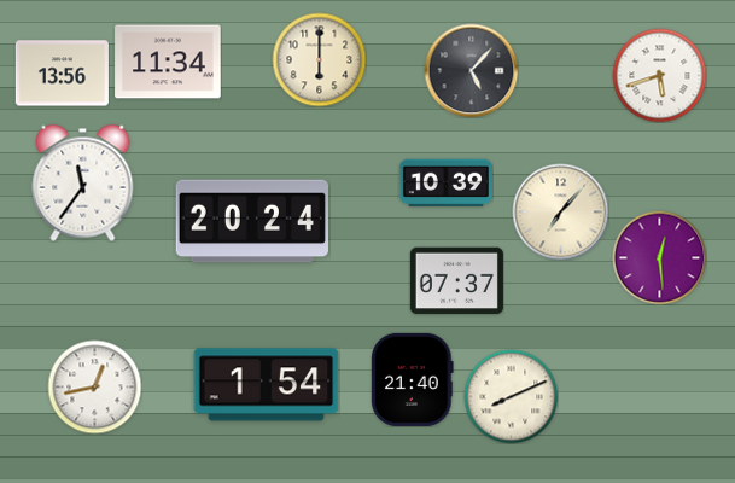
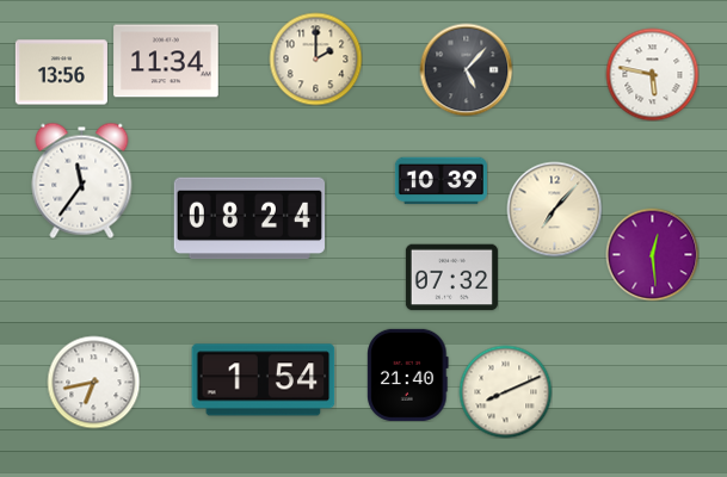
clock at (319, 59): 6:00 -> 2:00
clock at (659, 75): 5:42 -> 5:47
clock at (251, 221): 20:24 -> 08:24
clock at (456, 281): 07:37 -> 07:32
clock at (94, 386): 12:43 -> 6:43
